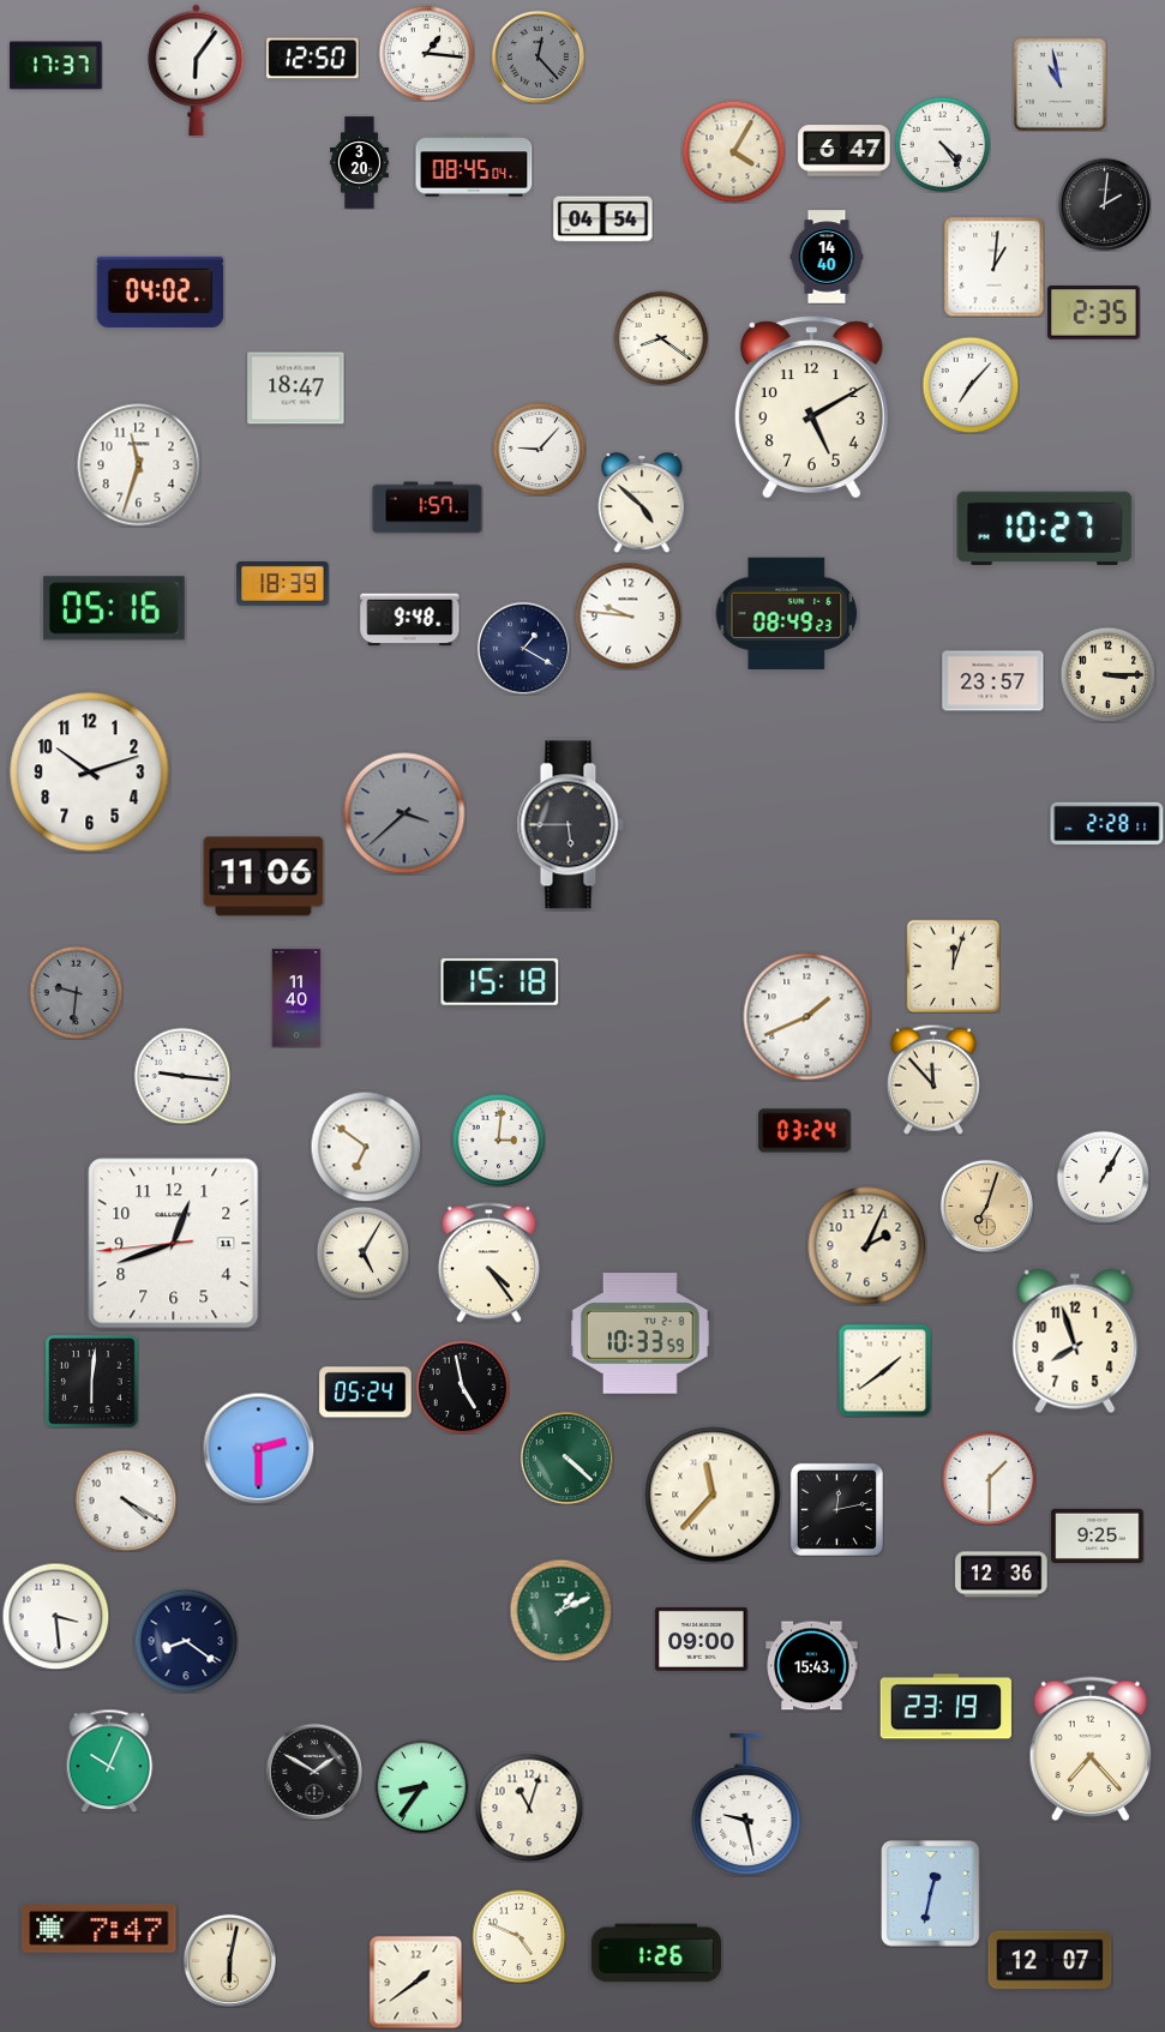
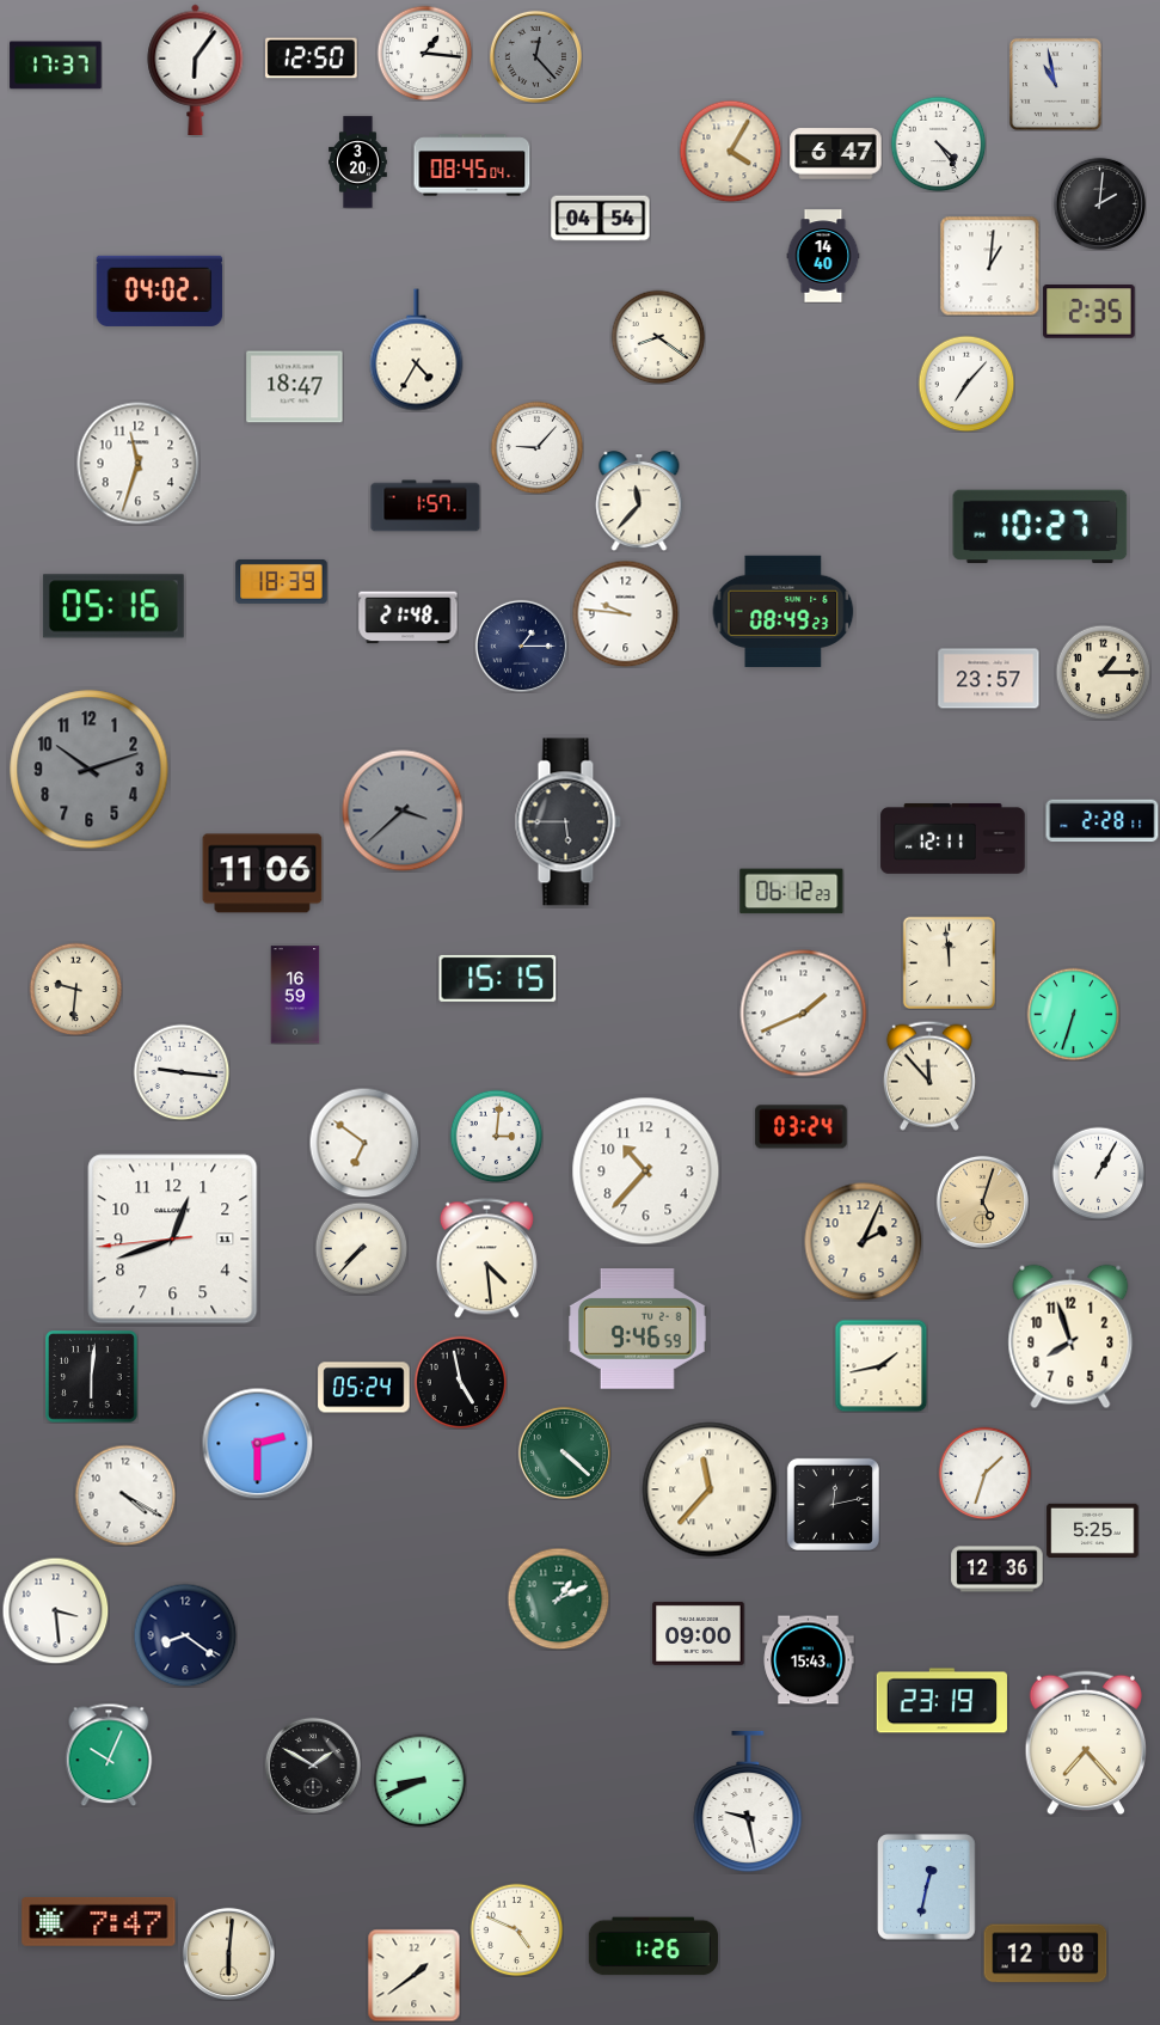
clock at (845, 151) position: (845, 151) -> (836, 154)
clock at (417, 350): none -> 4:35
clock at (811, 408): 5:10 -> none
clock at (642, 503): 4:52 -> 11:37
clock at (410, 620): 9:48 -> 21:48
clock at (523, 648): 1:20 -> 1:15
clock at (1107, 674): 3:15 -> 1:15
clock at (90, 772) dial: white -> grey
clock at (953, 838): none -> 12:11
clock at (792, 892): none -> 06:12
clock at (953, 966): 12:03 -> 11:59
clock at (500, 981): 15:18 -> 15:15
clock at (76, 992) dial: grey -> cream
clock at (296, 998): 11:40 -> 16:59
clock at (1073, 1014): none -> 6:33
clock at (646, 1171): none -> 10:37
clock at (986, 1206): 7:03 -> 5:03
clock at (362, 1252): 5:05 -> 7:37
clock at (488, 1263): 4:24 -> 4:29
clock at (639, 1334): 10:33 -> 9:46
clock at (884, 1370): 1:39 -> 1:43
clock at (989, 1478): 1:30 -> 1:33
clock at (1098, 1535): 9:25 -> 5:25
clock at (560, 1610) position: (560, 1610) -> (558, 1598)
clock at (421, 1786): 8:36 -> 8:41
clock at (746, 1804) position: (746, 1804) -> (748, 1801)
clock at (529, 1808): 11:03 -> none
clock at (229, 1960): 6:02 -> 6:01
clock at (1050, 1960): 12:07 -> 12:08
